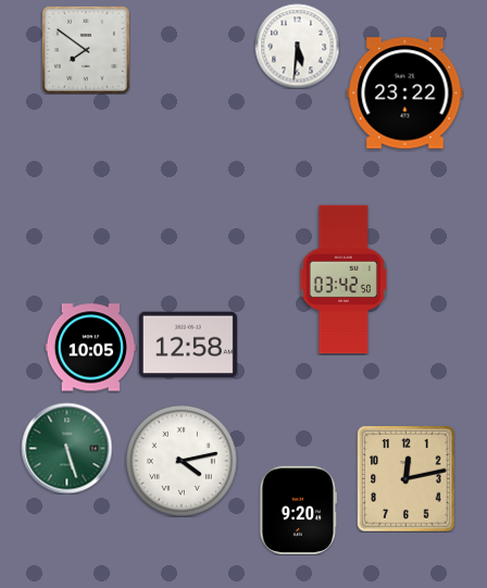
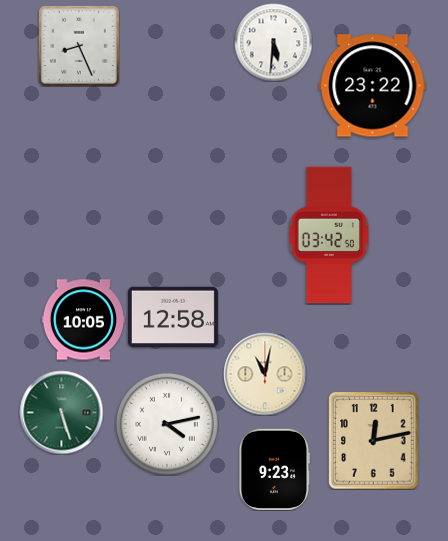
clock at (86, 50): 7:51 -> 8:26
clock at (344, 279) position: (344, 279) -> (329, 235)
clock at (265, 374): none -> 11:02
clock at (299, 510): 9:20 -> 9:23
